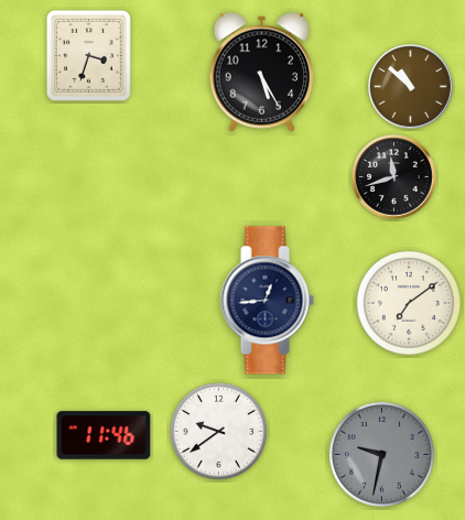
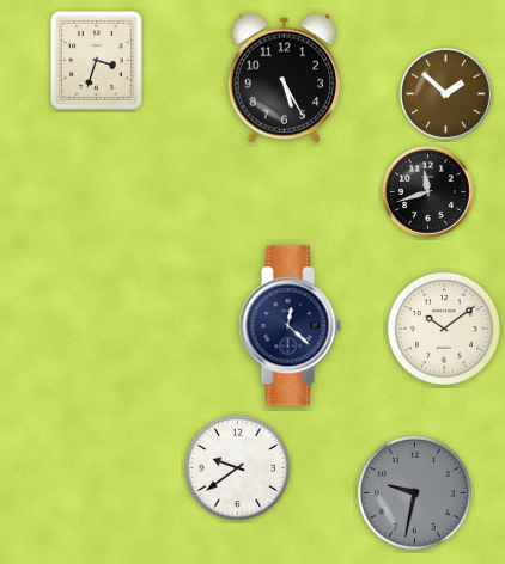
clock at (411, 87): 10:52 -> 1:52
clock at (267, 301): 12:44 -> 12:22
clock at (409, 303): 7:09 -> 10:09
clock at (104, 435): 11:46 -> none
